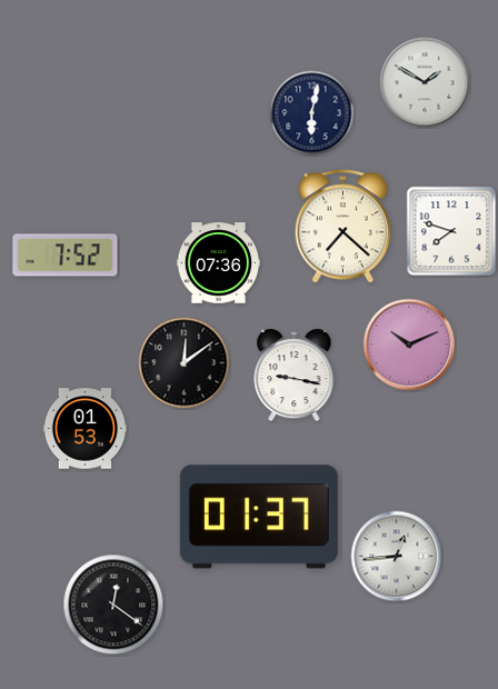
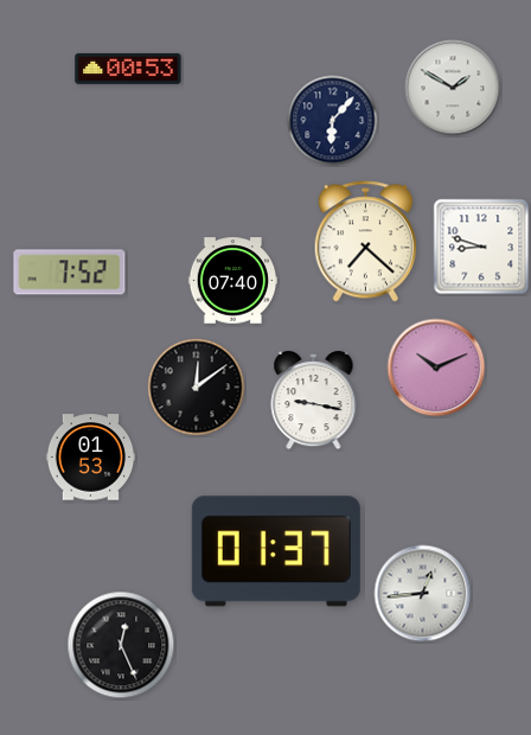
clock at (128, 69): none -> 00:53
clock at (312, 113): 6:02 -> 6:07
clock at (451, 231): 7:48 -> 8:48
clock at (219, 263): 07:36 -> 07:40
clock at (113, 605): 12:21 -> 12:26
